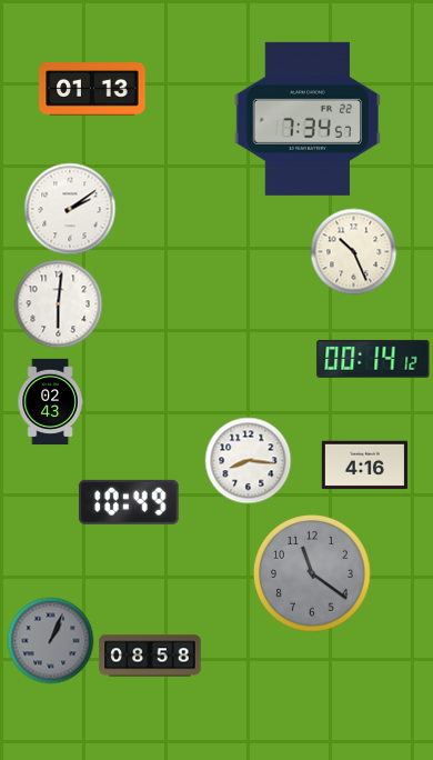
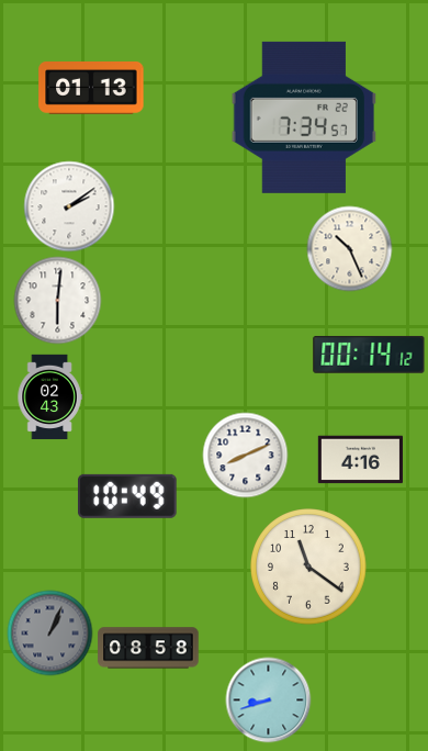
clock at (248, 460): 8:16 -> 8:11
clock at (312, 573) dial: grey -> cream
clock at (268, 699): none -> 8:42
